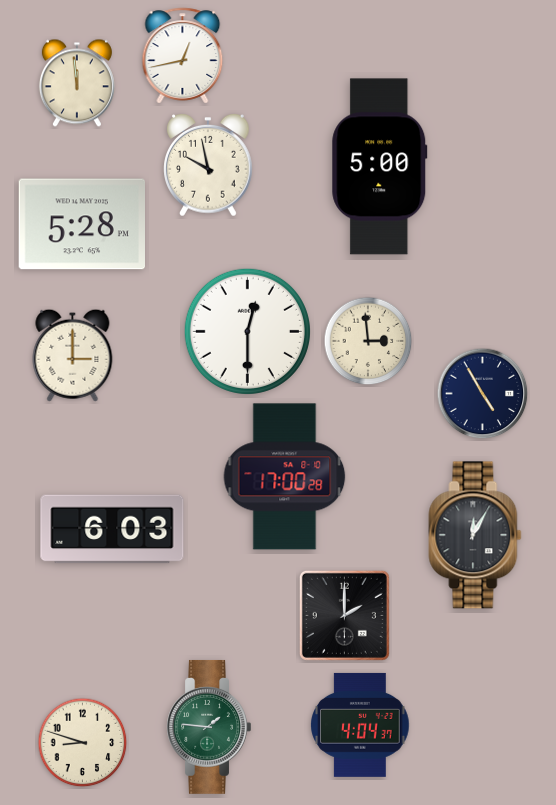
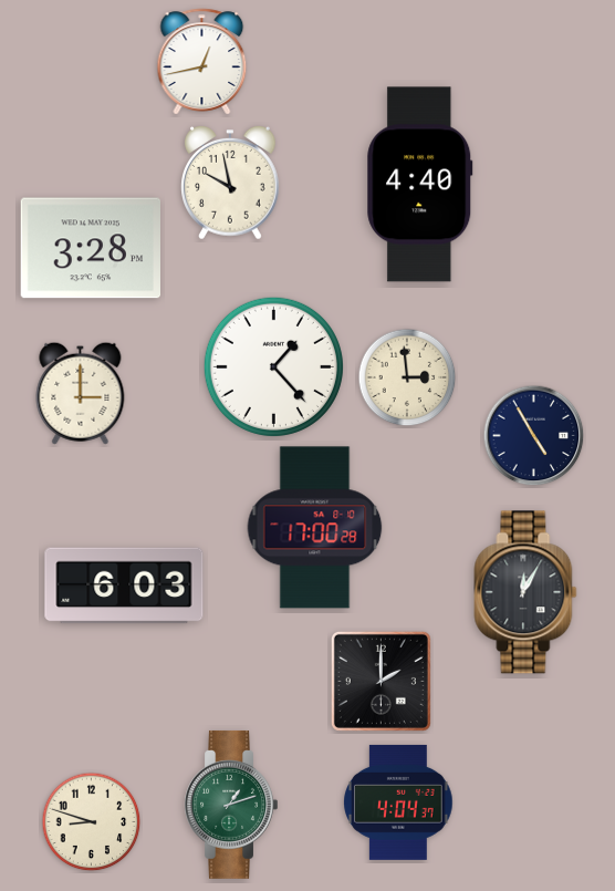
clock at (77, 83): 11:59 -> none
clock at (380, 167): 5:00 -> 4:40
clock at (81, 224): 5:28 -> 3:28
clock at (247, 331): 12:30 -> 1:23
clock at (209, 727): 1:46 -> 1:12
